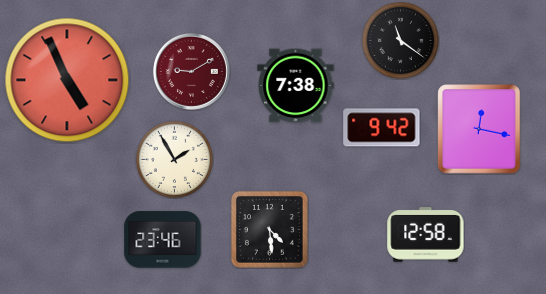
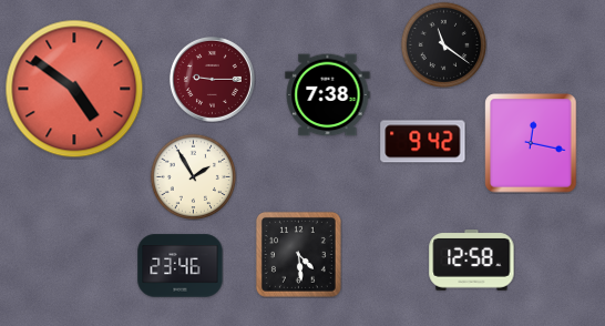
clock at (191, 71): 9:10 -> 9:15
clock at (67, 80): 4:56 -> 4:51
